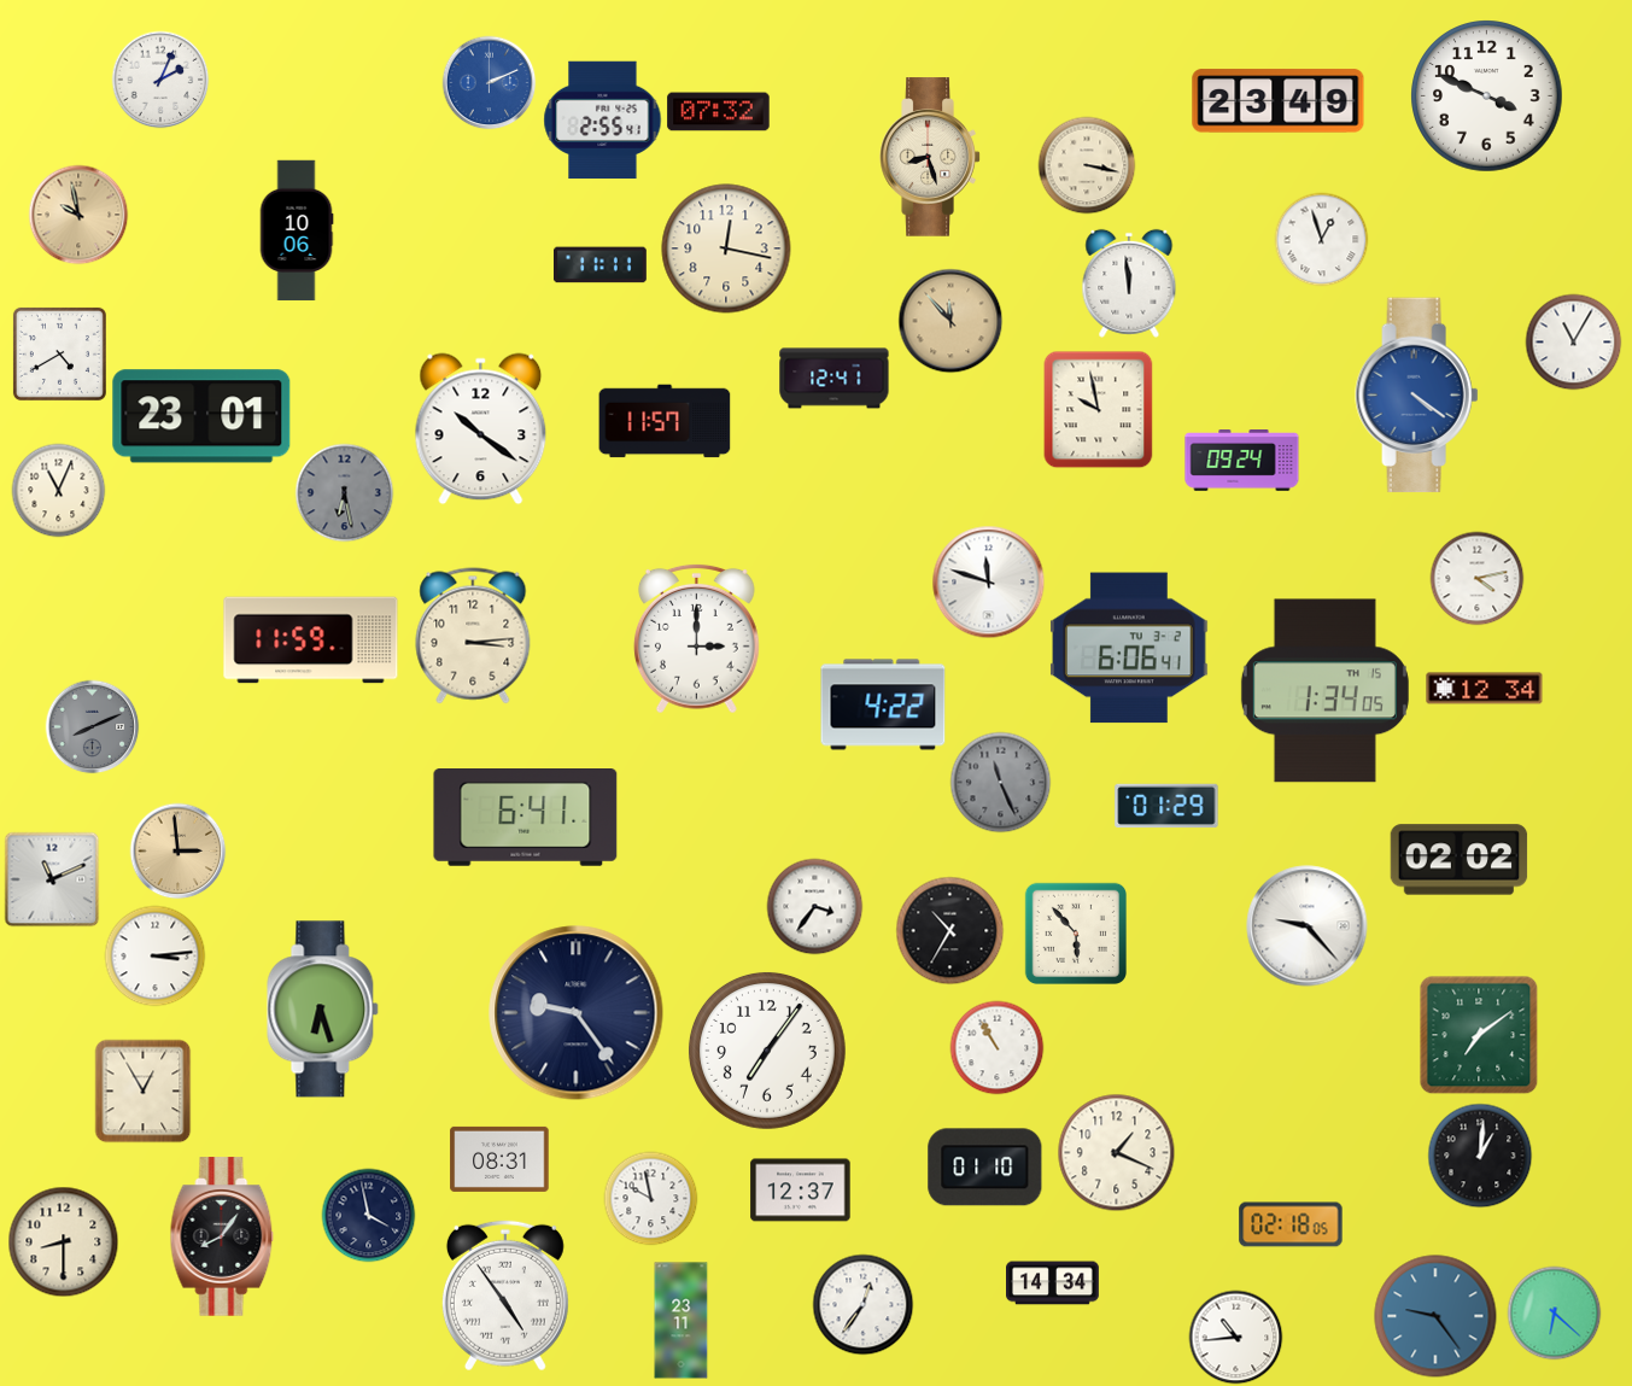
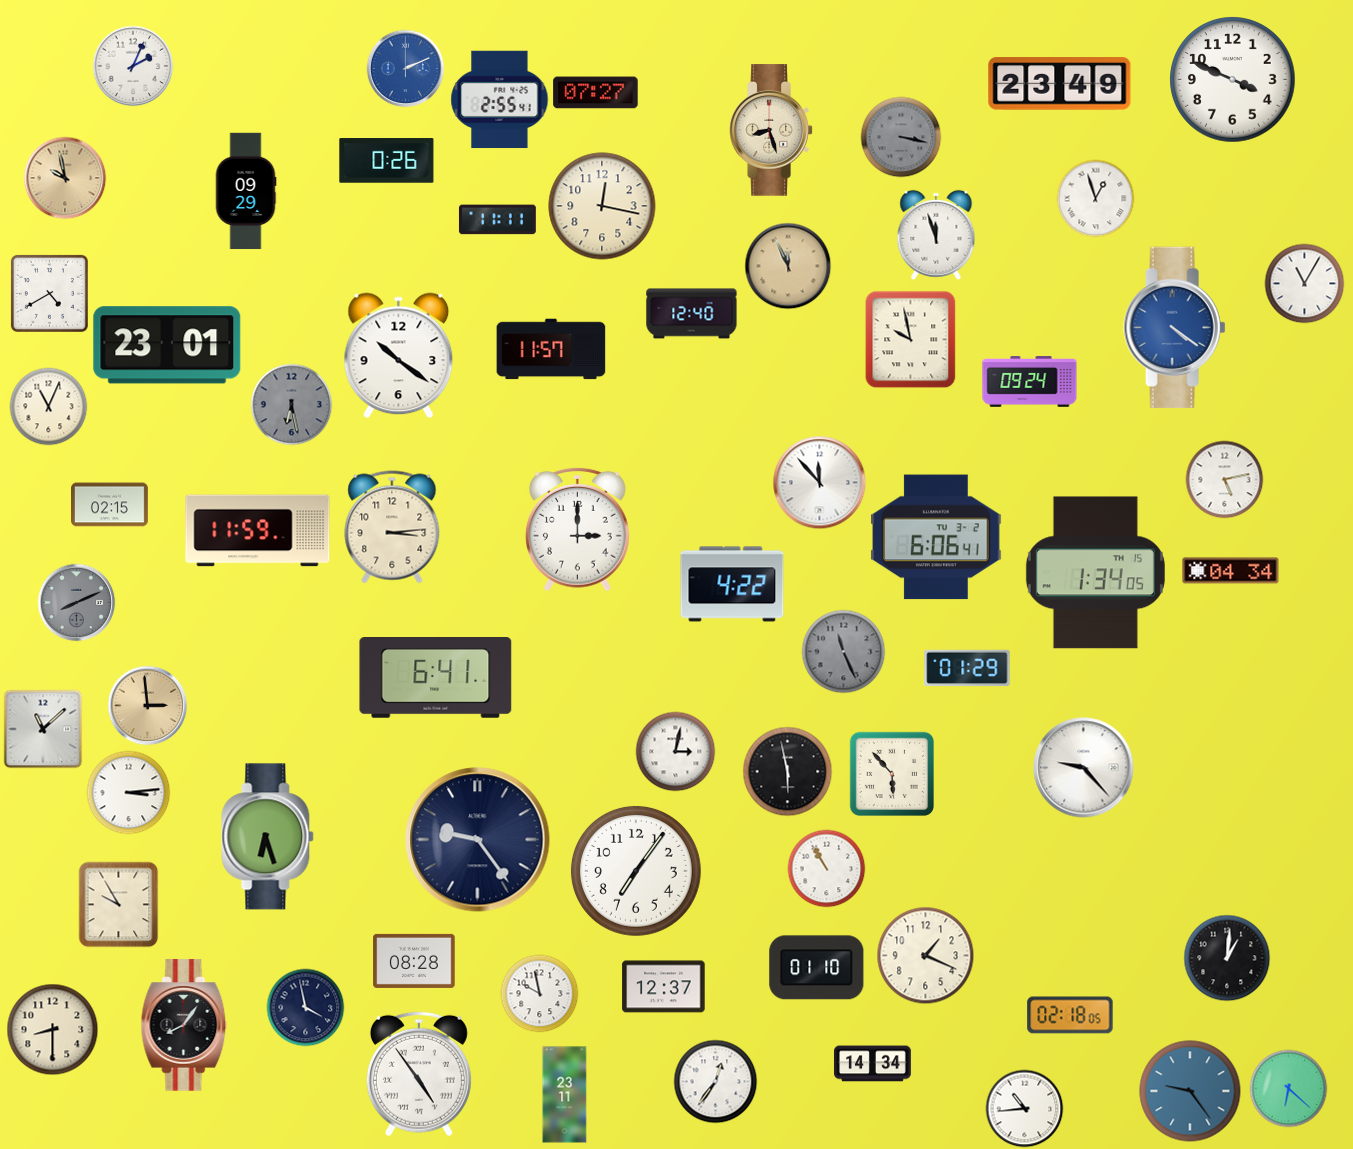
clock at (719, 112): 07:32 -> 07:27
clock at (1087, 165) dial: cream -> grey
clock at (387, 161): none -> 0:26
clock at (297, 230): 10:06 -> 09:29
clock at (1129, 283): 11:59 -> 11:57
clock at (950, 321): 11:53 -> 11:56
clock at (835, 379): 12:41 -> 12:40
clock at (344, 492) position: (344, 492) -> (291, 404)
clock at (1476, 578): 4:13 -> 5:13
clock at (988, 581): 11:48 -> 11:53
clock at (110, 505): none -> 02:15
clock at (1485, 689): 12:34 -> 04:34
clock at (1324, 691) position: (1324, 691) -> (1095, 573)
clock at (1000, 782) position: (1000, 782) -> (843, 651)
clock at (1460, 860): 02:02 -> none
clock at (52, 879): 11:11 -> 11:08
clock at (814, 906): 3:36 -> 3:02
clock at (949, 930): 10:35 -> 5:58
clock at (1479, 1035): 7:09 -> none
clock at (144, 1090): 12:55 -> 9:55
clock at (499, 1159): 08:31 -> 08:28
